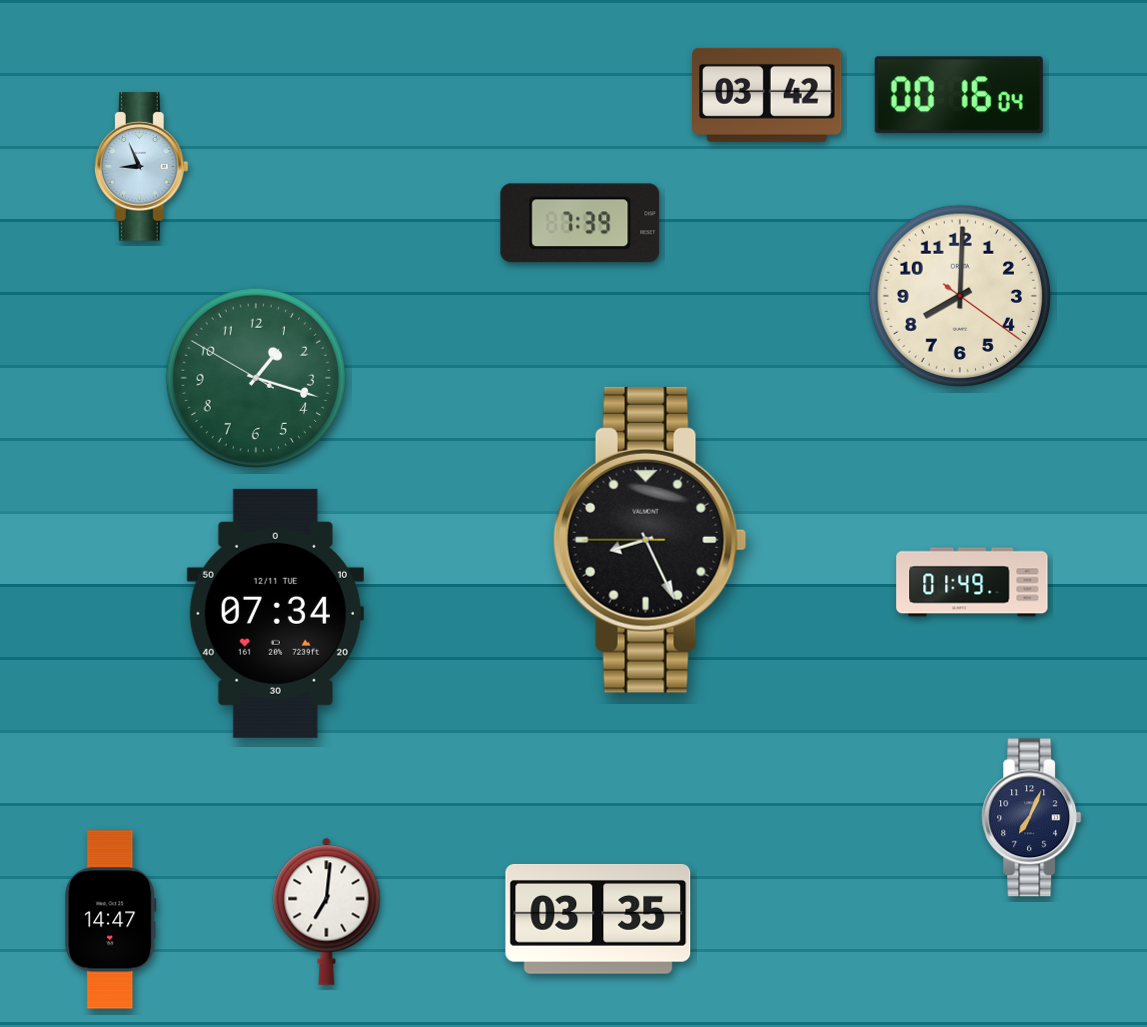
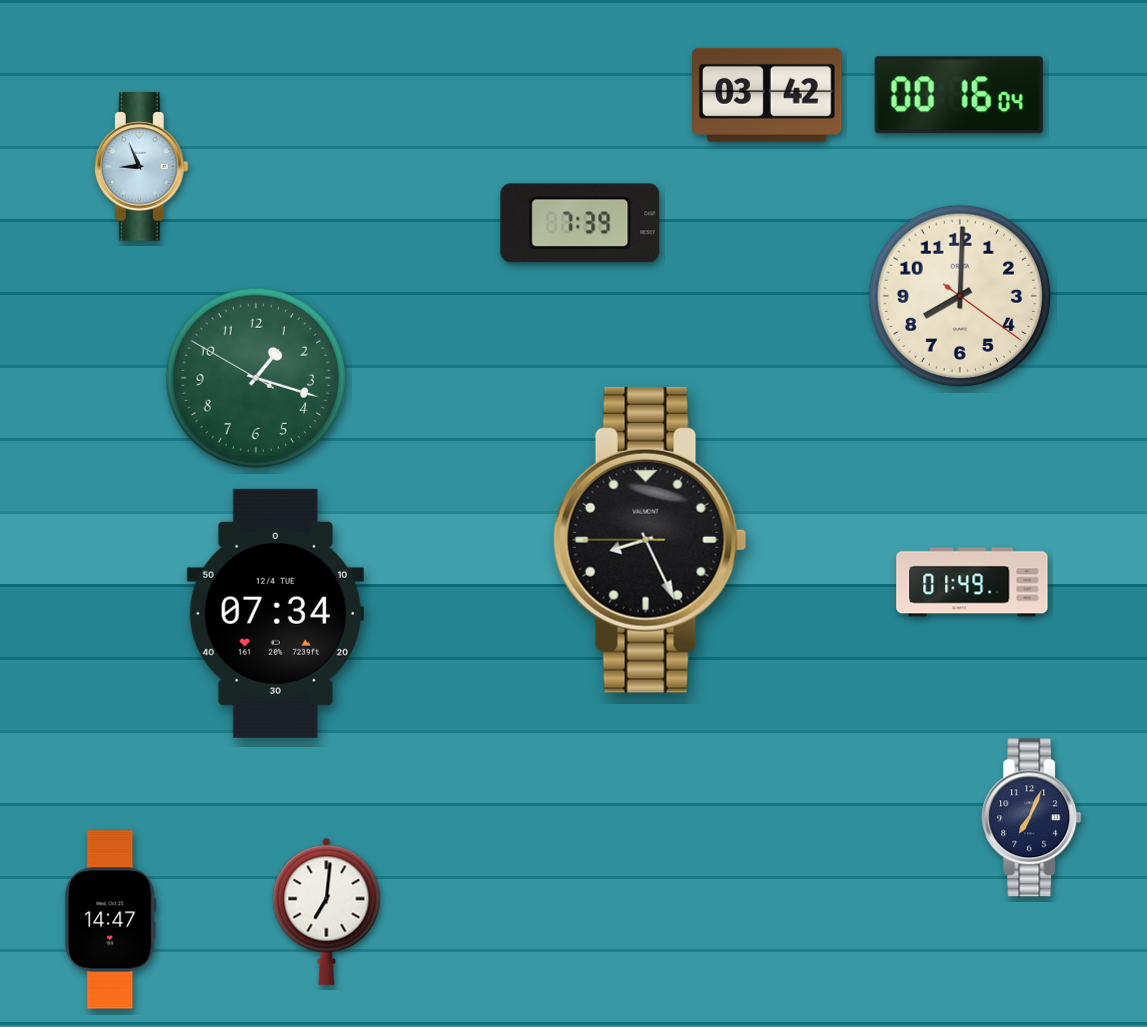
clock at (275, 613) date: 12/11 TUE -> 12/4 TUE
clock at (598, 919): 03:35 -> none
